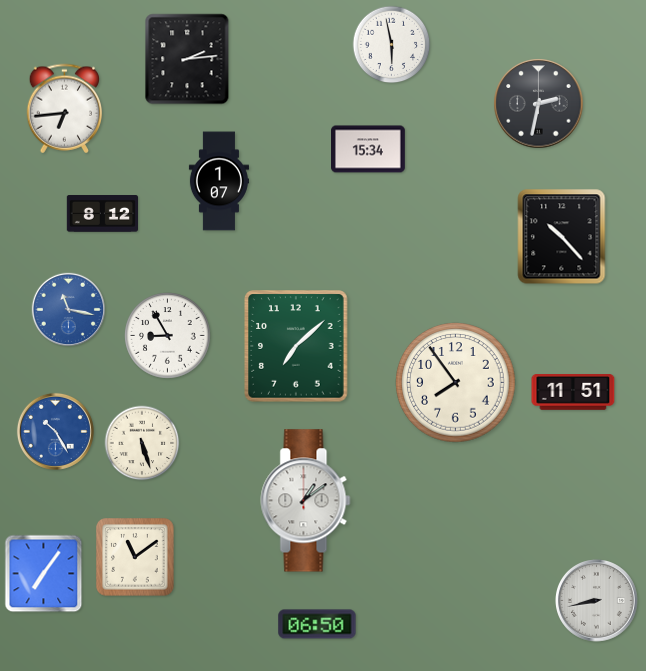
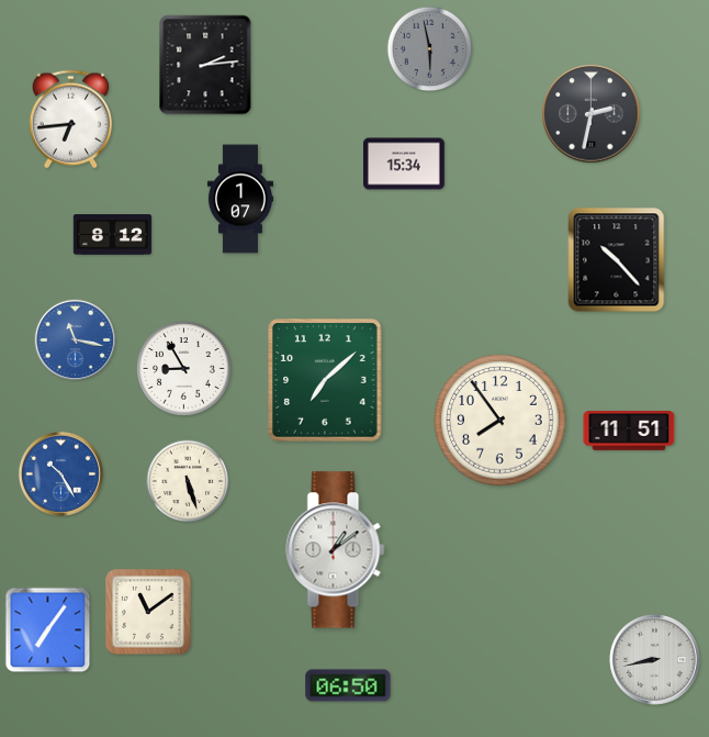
clock at (392, 45) dial: white -> grey
clock at (142, 443) position: (142, 443) -> (188, 481)
